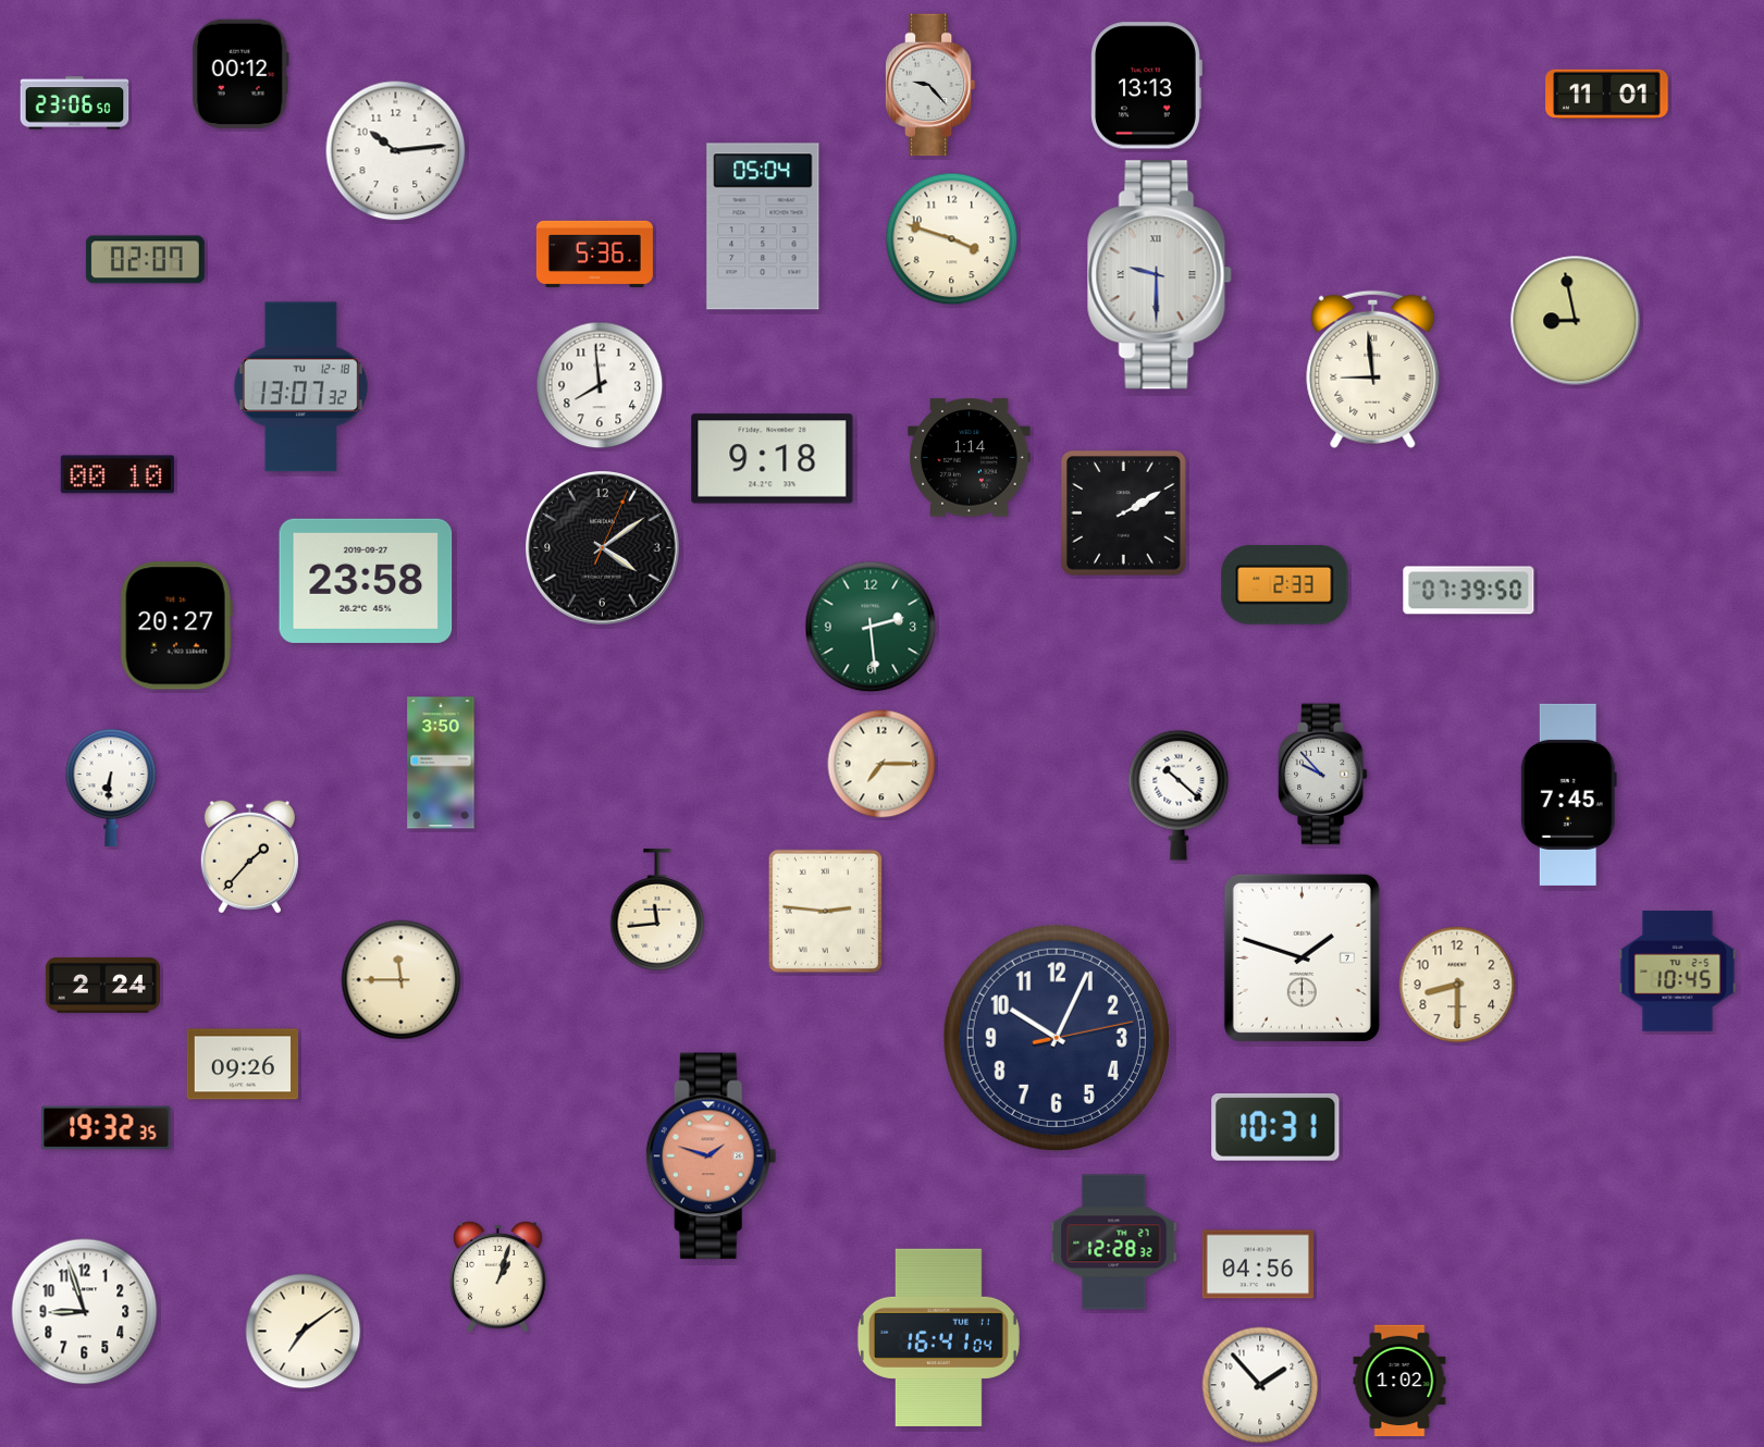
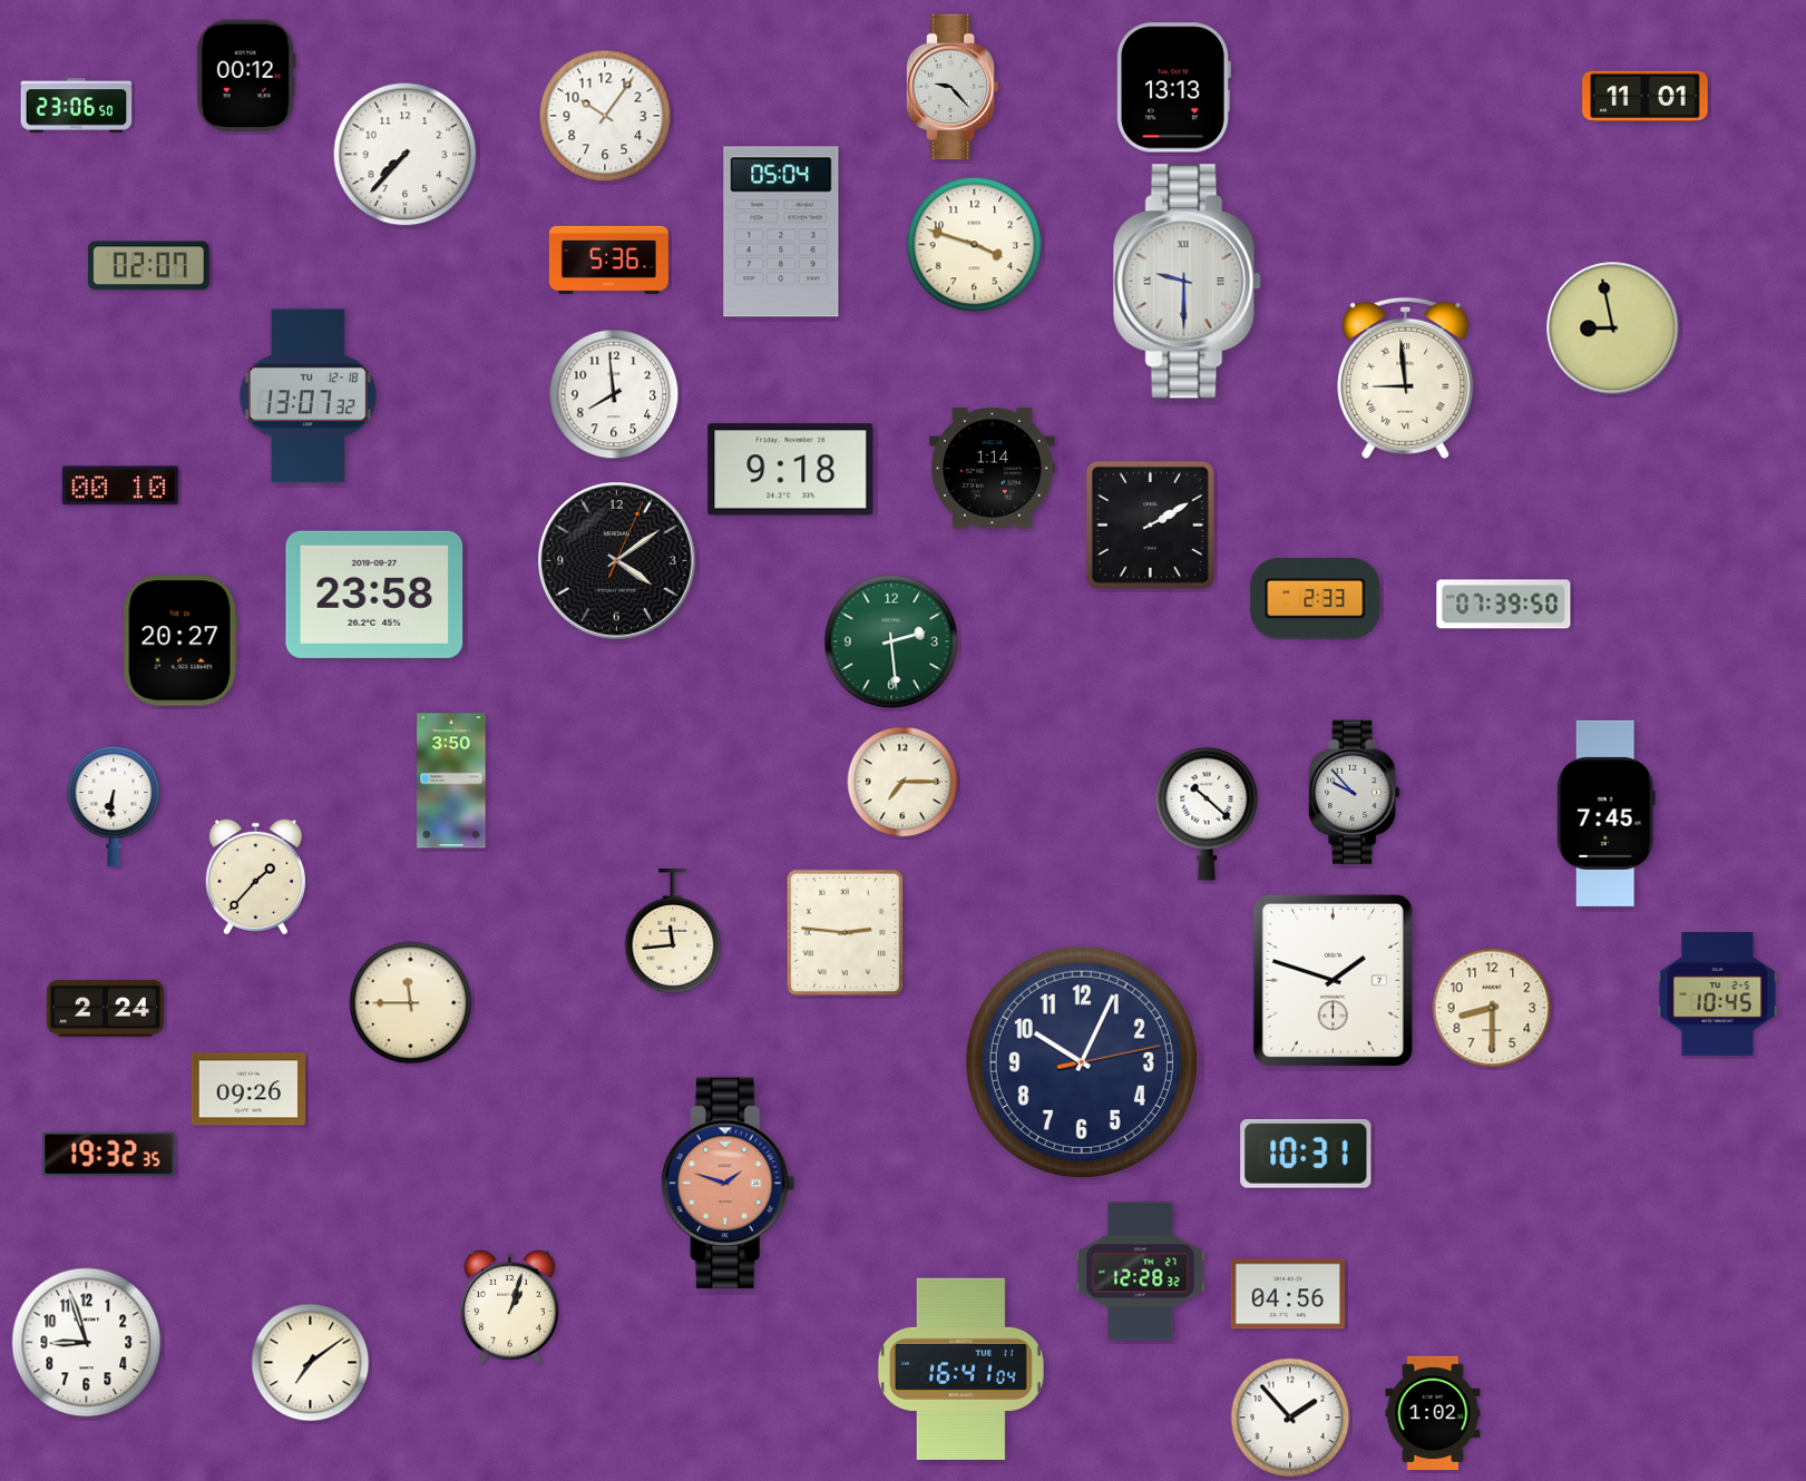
clock at (605, 116): none -> 10:06
clock at (396, 151): 10:14 -> 7:37
